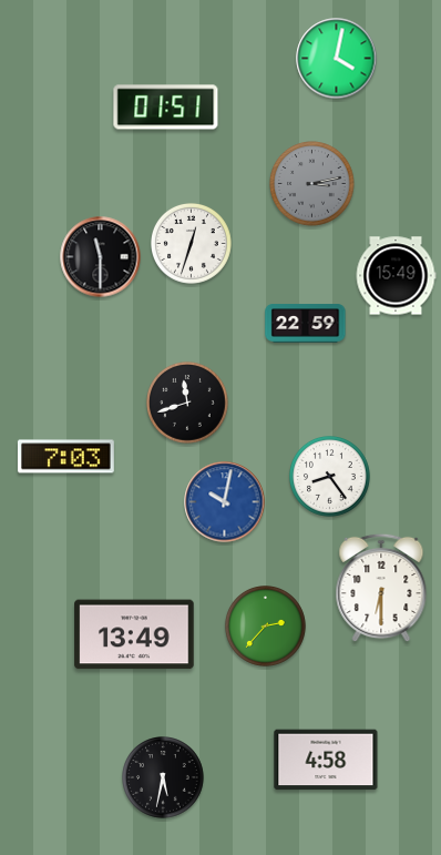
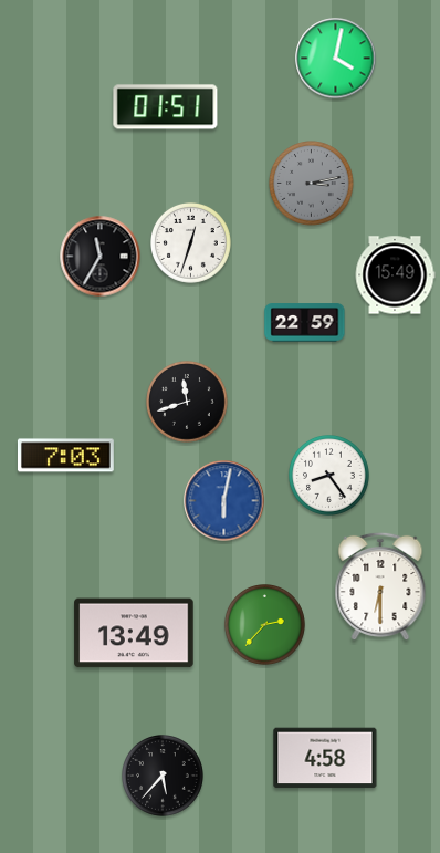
clock at (101, 257): 11:30 -> 11:35
clock at (225, 502): 10:02 -> 6:02
clock at (164, 778): 5:32 -> 5:37
